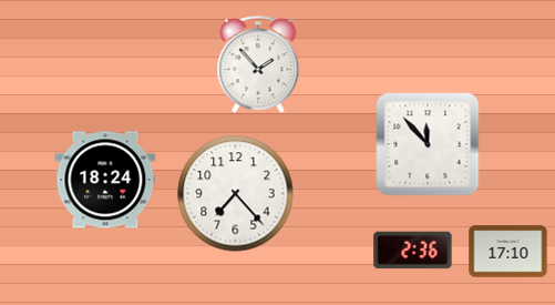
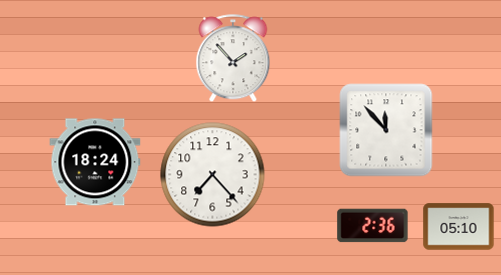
clock at (508, 252): 17:10 -> 05:10
